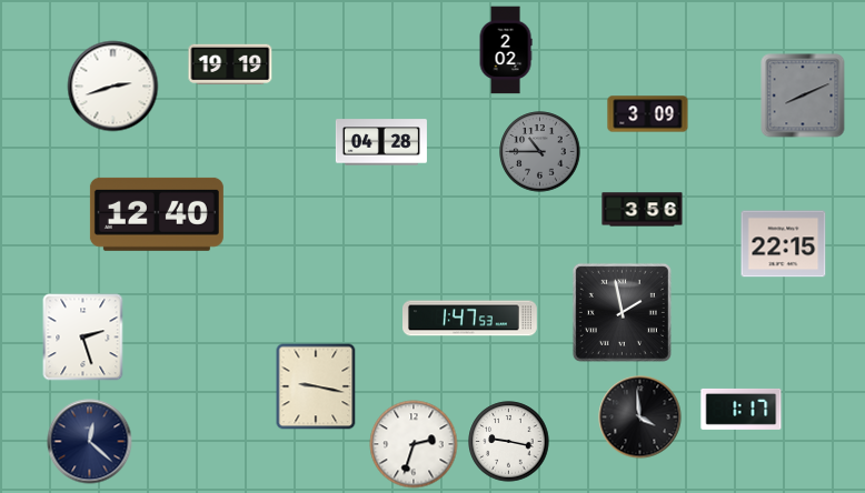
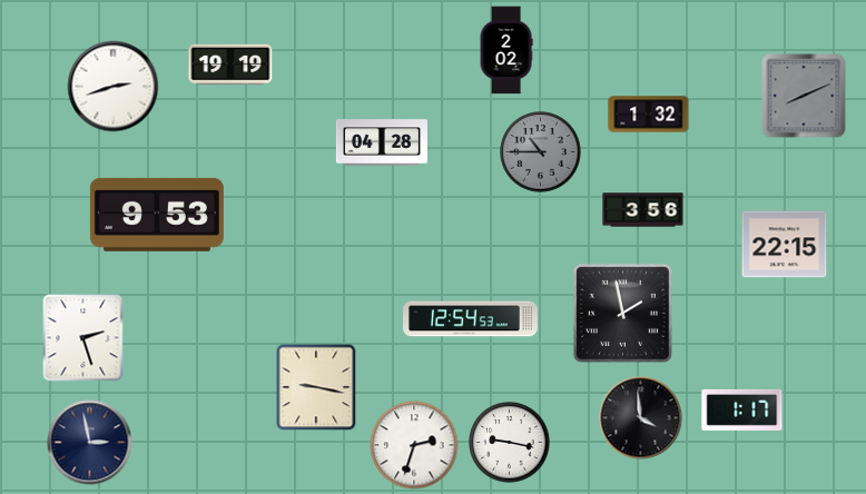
clock at (648, 114): 3:09 -> 1:32
clock at (157, 214): 12:40 -> 9:53
clock at (470, 319): 1:47 -> 12:54
clock at (90, 442): 12:22 -> 2:58
